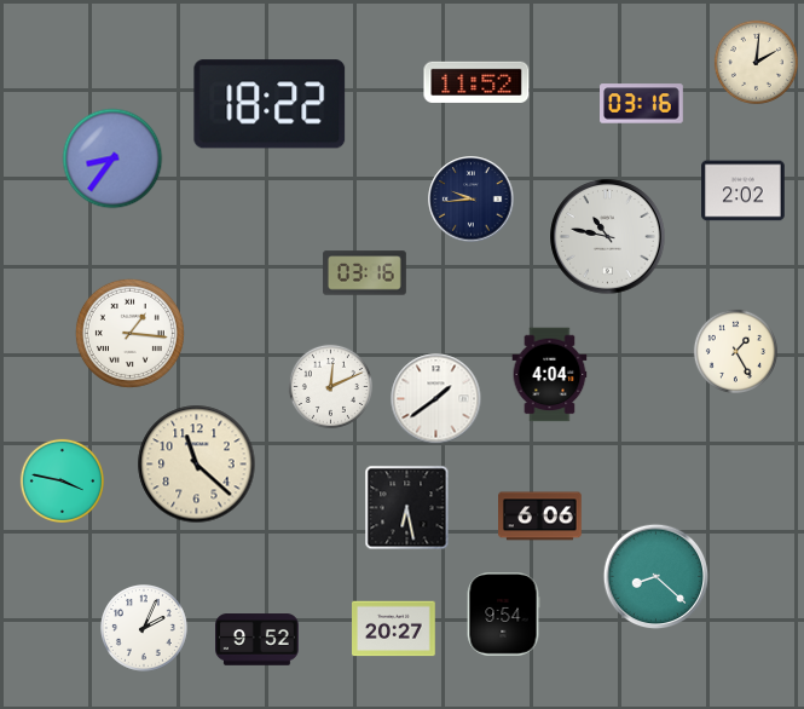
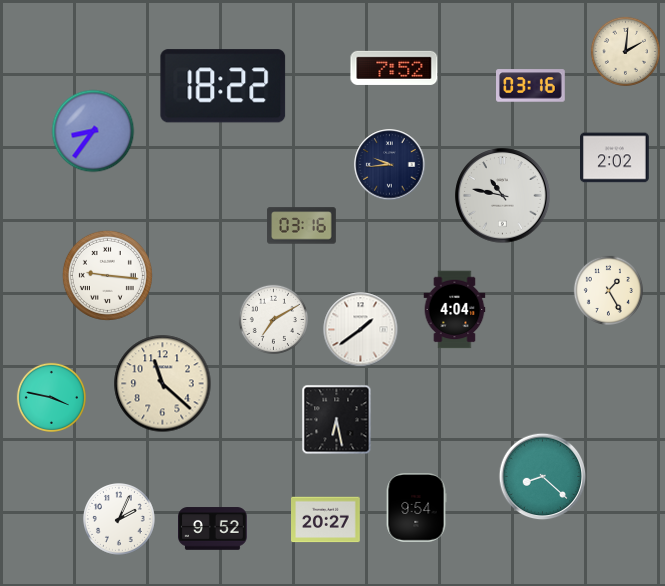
clock at (476, 82): 11:52 -> 7:52
clock at (129, 333): 1:16 -> 9:16
clock at (330, 386): 12:11 -> 7:10
clock at (540, 517): 6:06 -> none
